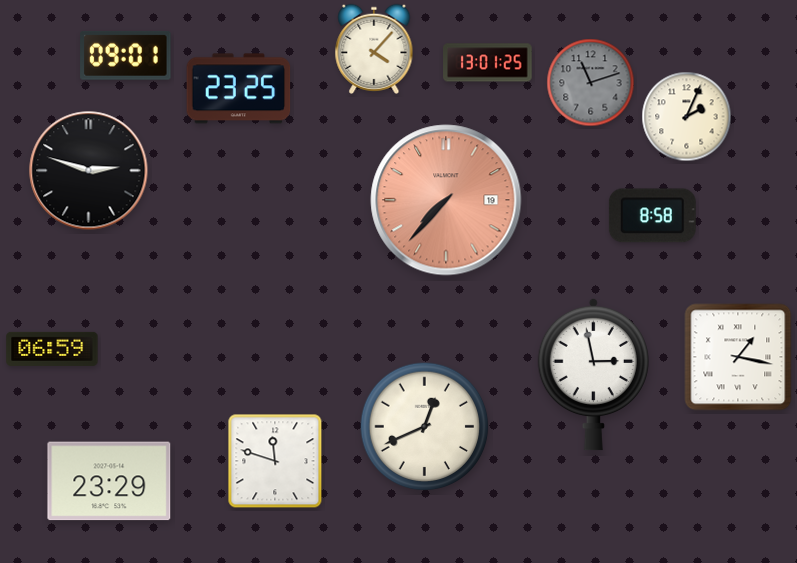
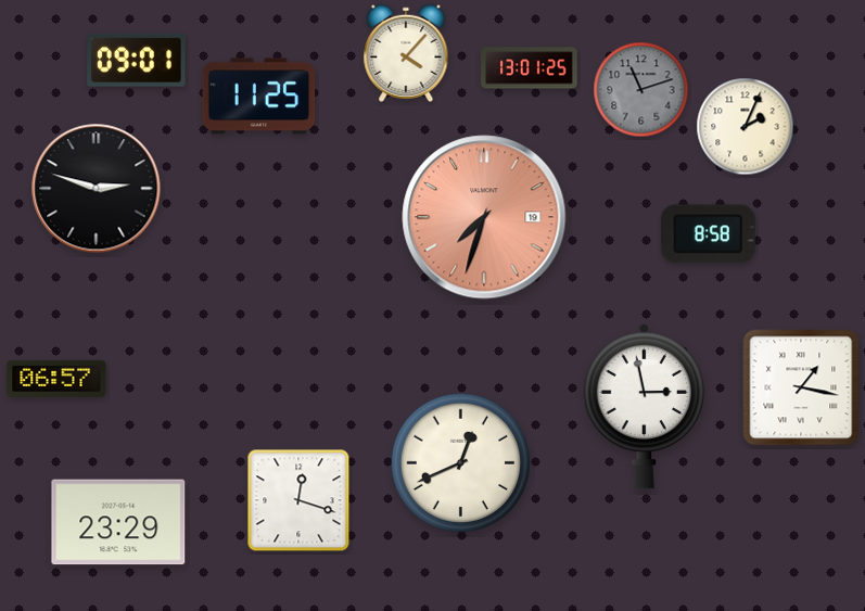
clock at (239, 89): 23:25 -> 11:25
clock at (89, 171) position: (89, 171) -> (97, 189)
clock at (446, 200): 7:37 -> 7:33
clock at (52, 349): 06:59 -> 06:57
clock at (275, 461): 11:48 -> 12:18
